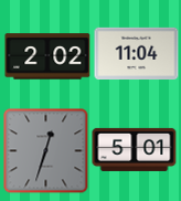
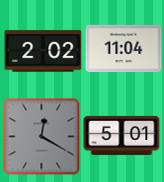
clock at (46, 151): 12:33 -> 12:20
